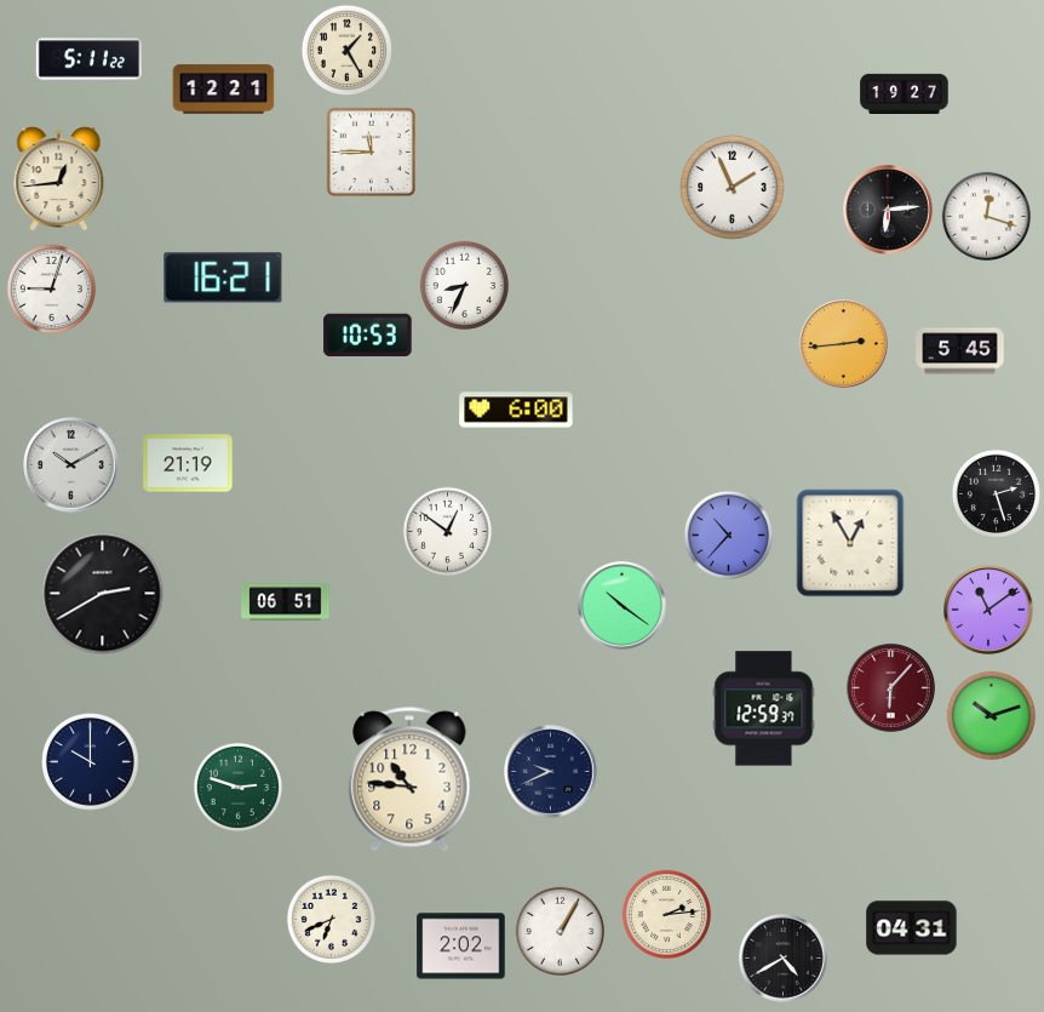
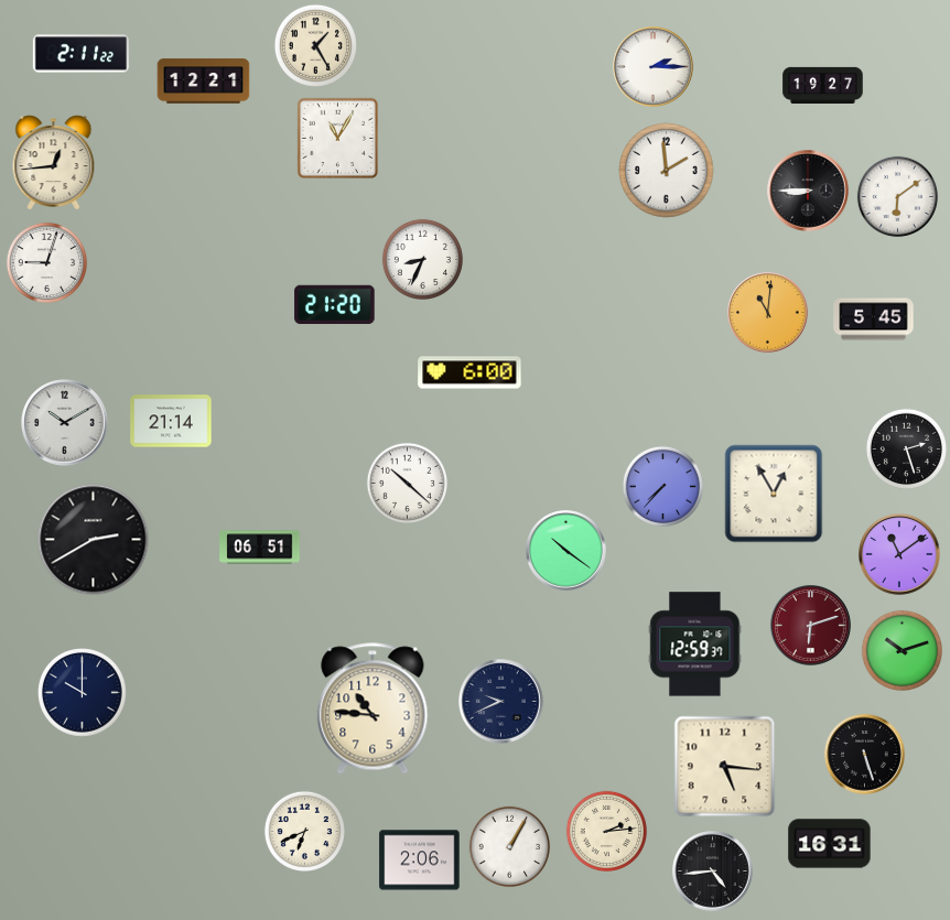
clock at (88, 59): 5:11 -> 2:11
clock at (654, 67): none -> 2:15
clock at (372, 153): 11:45 -> 11:05
clock at (733, 188): 1:56 -> 1:59
clock at (888, 210): 6:14 -> 8:45
clock at (986, 216): 12:18 -> 6:09
clock at (223, 278): 16:21 -> none
clock at (368, 335): 10:53 -> 21:20
clock at (844, 344): 2:44 -> 11:01
clock at (188, 463): 21:19 -> 21:14
clock at (447, 531): 12:51 -> 10:22
clock at (728, 534): 10:37 -> 7:37
clock at (891, 688): 6:07 -> 6:12
clock at (237, 787): 2:48 -> none
clock at (865, 755): none -> 5:27
clock at (725, 767): none -> 5:16
clock at (331, 919) position: (331, 919) -> (304, 831)
clock at (912, 928): 04:31 -> 16:31
clock at (461, 947): 2:02 -> 2:06
clock at (784, 959): 4:40 -> 4:44
